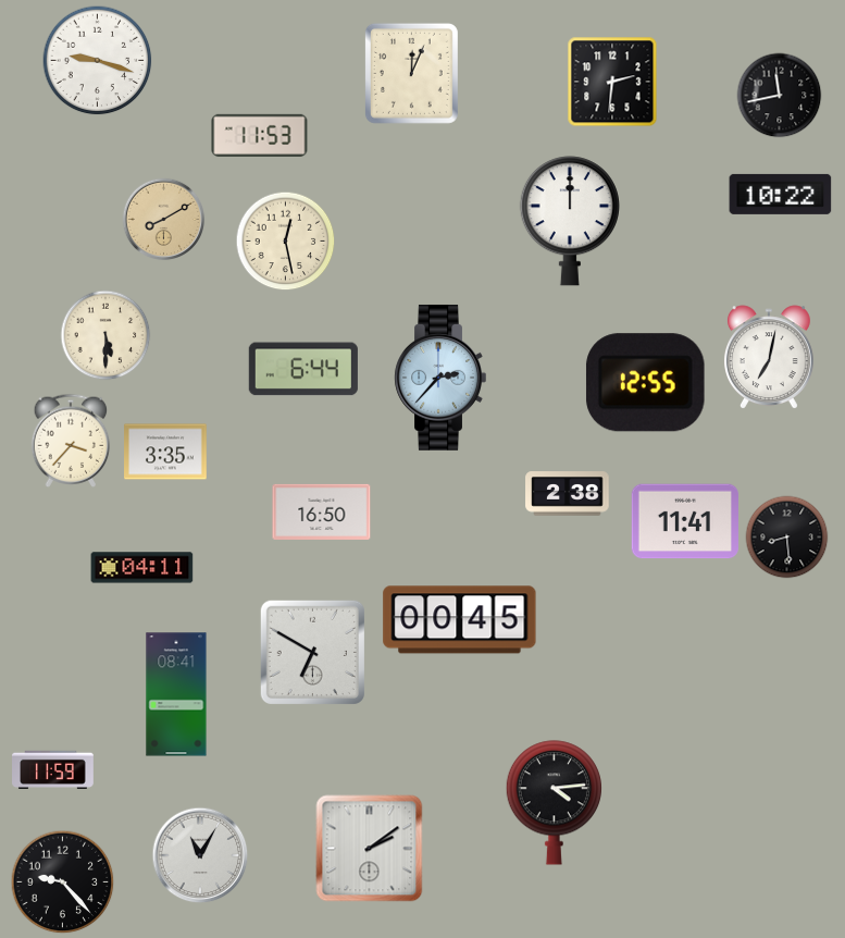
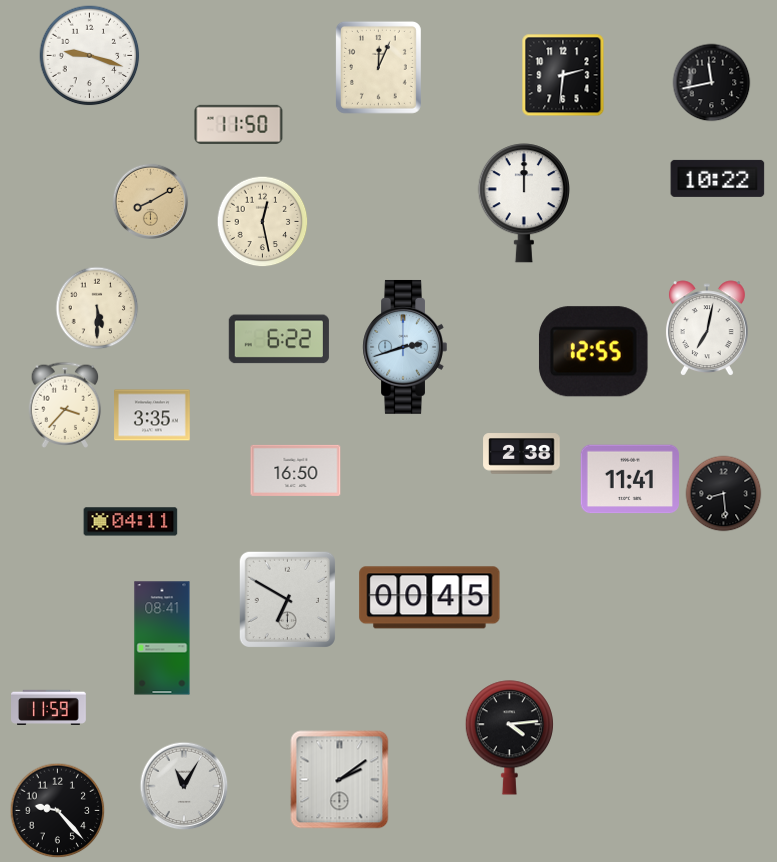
clock at (780, 96) position: (780, 96) -> (712, 83)
clock at (260, 135): 11:53 -> 11:50
clock at (303, 369): 6:44 -> 6:22
clock at (440, 378): 2:37 -> 2:42
clock at (460, 620) position: (460, 620) -> (430, 598)
